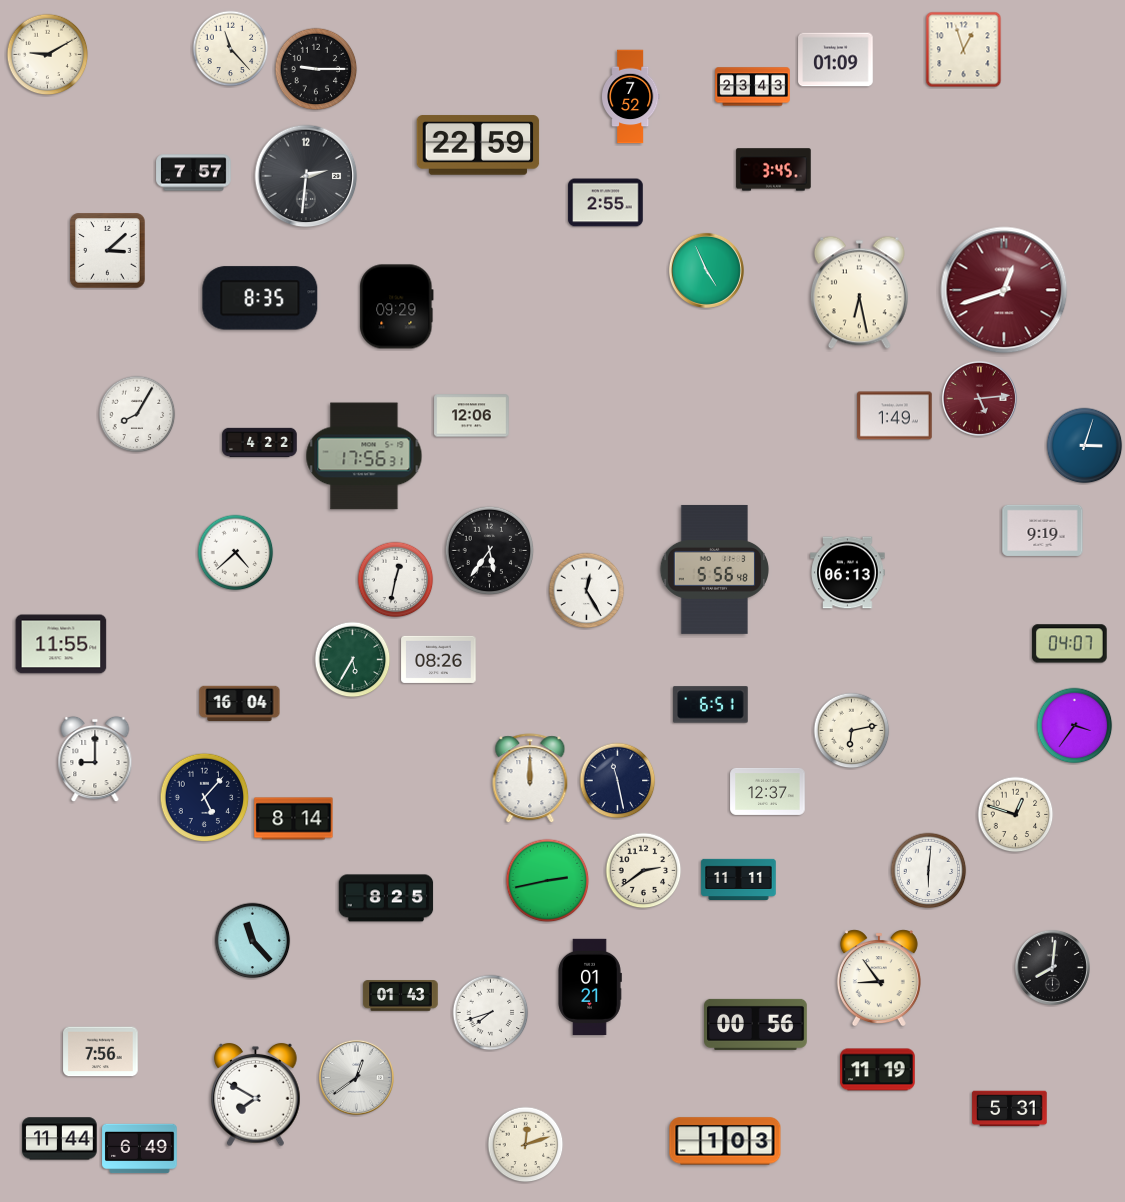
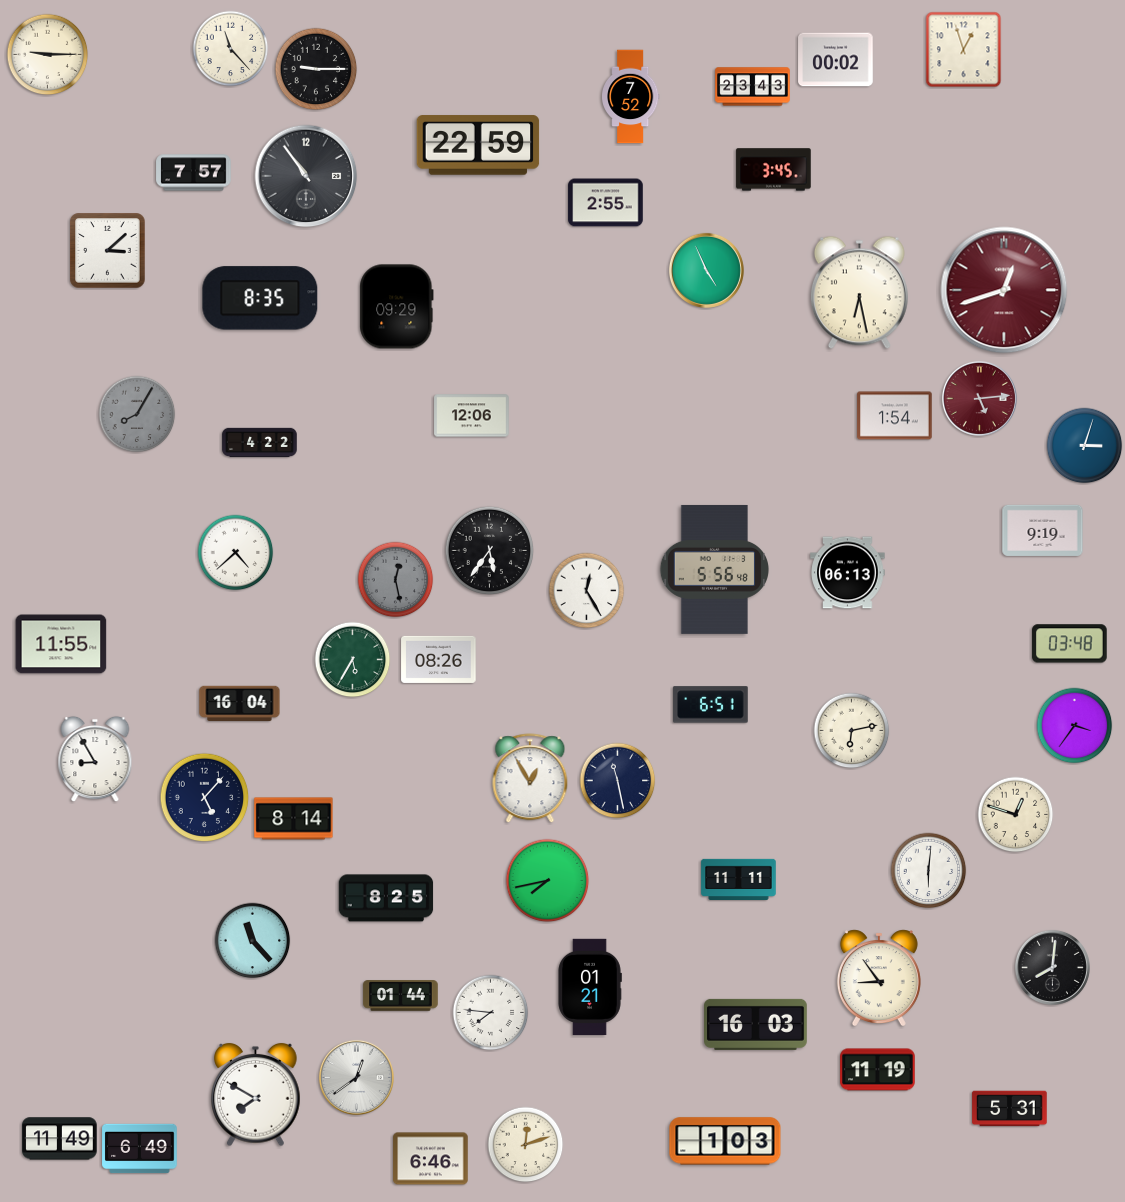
clock at (48, 55): 9:10 -> 9:15
clock at (836, 60): 01:09 -> 00:02
clock at (306, 176): 2:31 -> 10:54
clock at (137, 414) dial: white -> grey
clock at (895, 416): 1:49 -> 1:54
clock at (364, 456): 17:56 -> none
clock at (396, 580): 12:32 -> 12:28
clock at (396, 580) dial: white -> grey
clock at (1070, 644): 04:07 -> 03:48
clock at (95, 759): 9:00 -> 8:55
clock at (530, 779): 12:00 -> 12:55
clock at (768, 791): 12:37 -> none
clock at (644, 871): 2:39 -> none
clock at (548, 881): 2:43 -> 7:43
clock at (401, 996): 01:43 -> 01:44
clock at (491, 1013): 7:42 -> 7:46
clock at (756, 1024): 00:56 -> 16:03
clock at (101, 1052): 7:56 -> none
clock at (60, 1139): 11:44 -> 11:49
clock at (431, 1159): none -> 6:46
